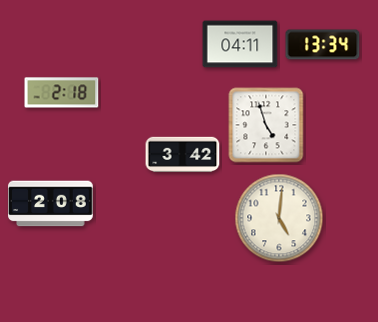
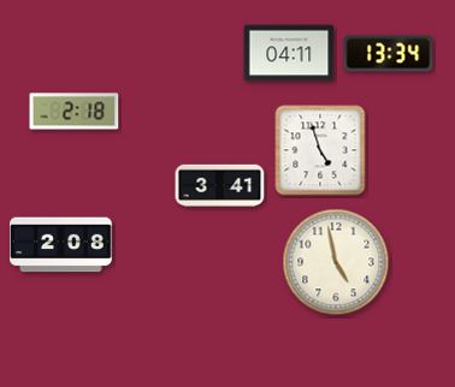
clock at (183, 155): 3:42 -> 3:41
clock at (279, 218): 5:01 -> 4:58
